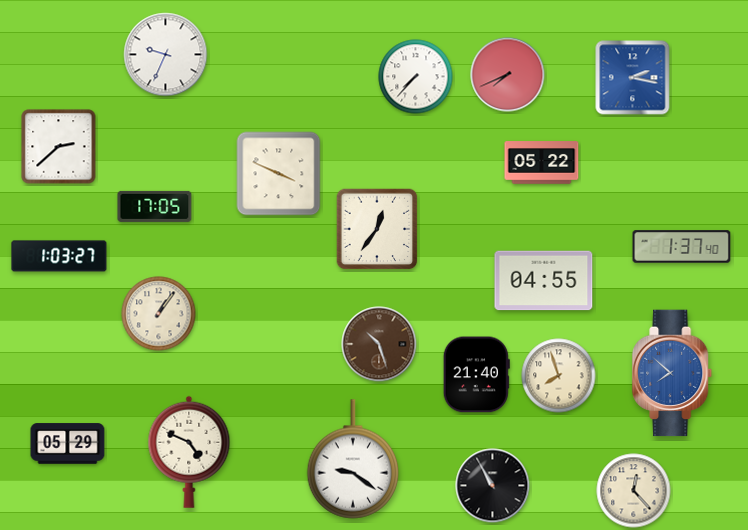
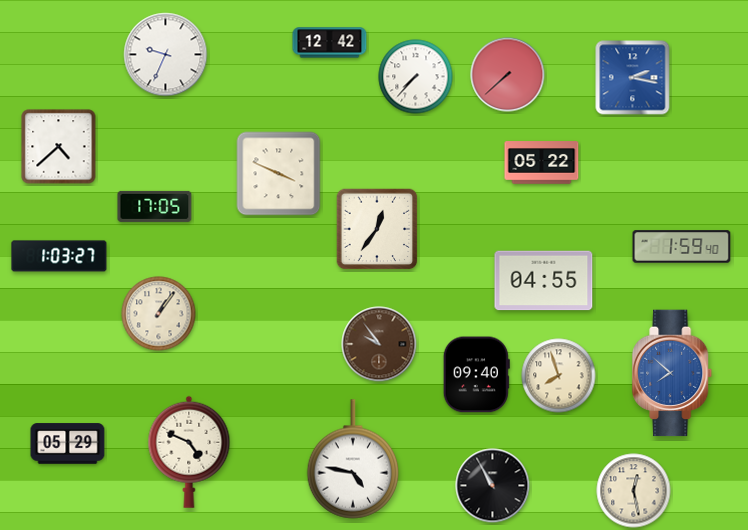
clock at (330, 43): none -> 12:42
clock at (508, 75): 7:41 -> 7:38
clock at (59, 147): 2:38 -> 4:38
clock at (682, 247): 1:37 -> 1:59
clock at (379, 344): 10:27 -> 9:54
clock at (476, 375): 21:40 -> 09:40
clock at (353, 459): 9:21 -> 4:47
clock at (634, 491): 12:23 -> 12:28
